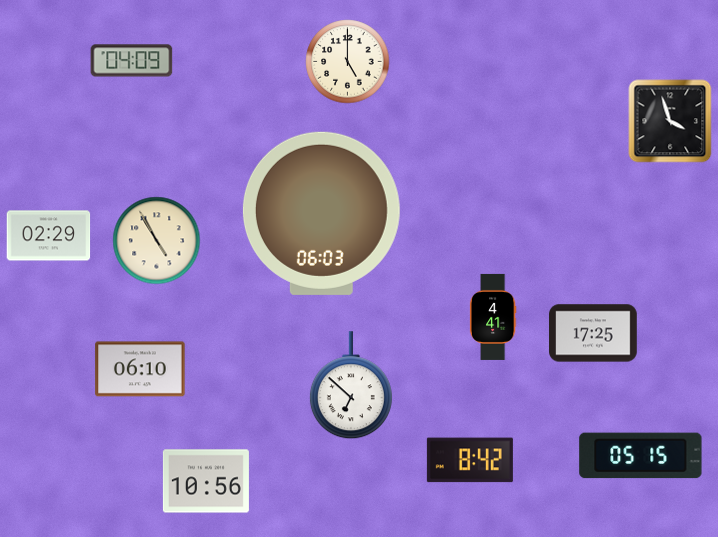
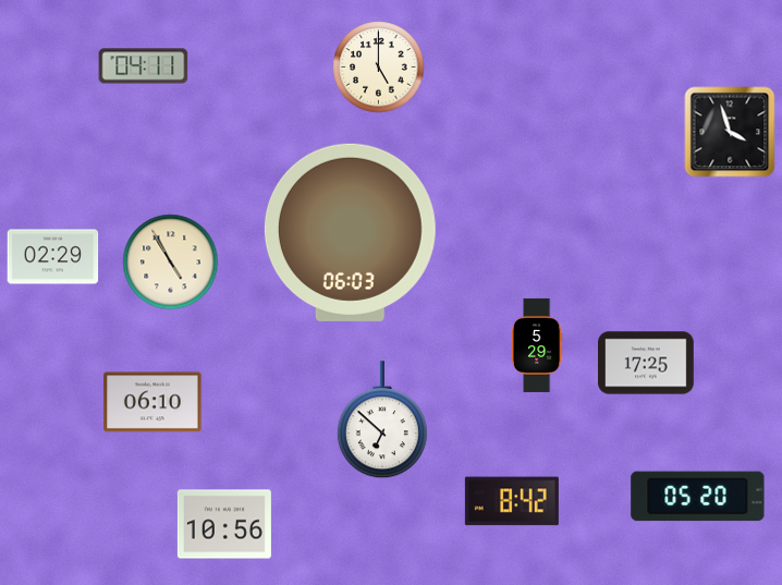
clock at (132, 61): 04:09 -> 04:11
clock at (493, 317): 4:41 -> 5:29
clock at (641, 456): 05:15 -> 05:20
